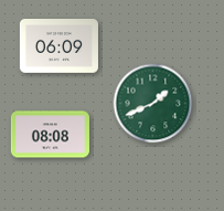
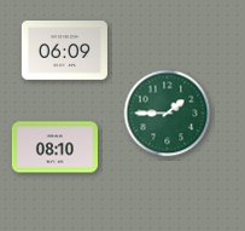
clock at (153, 104): 1:41 -> 1:45
clock at (50, 135): 08:08 -> 08:10
